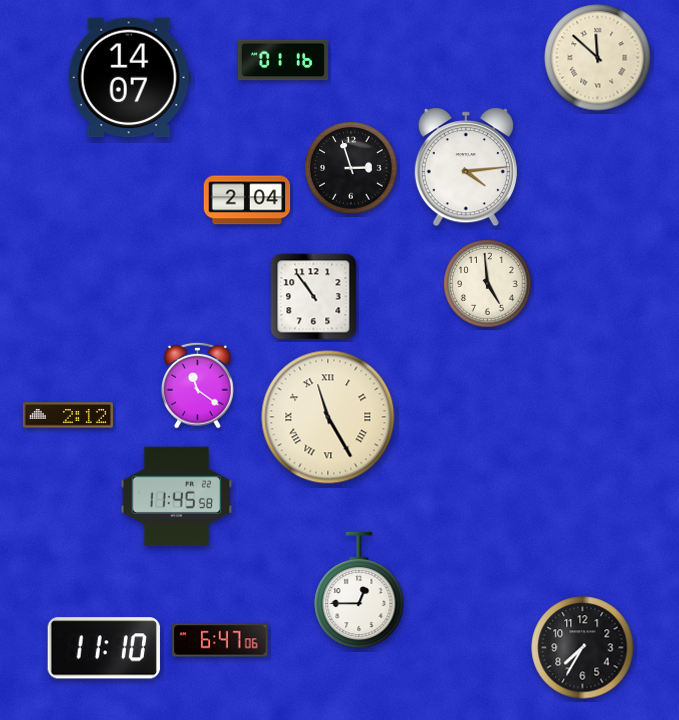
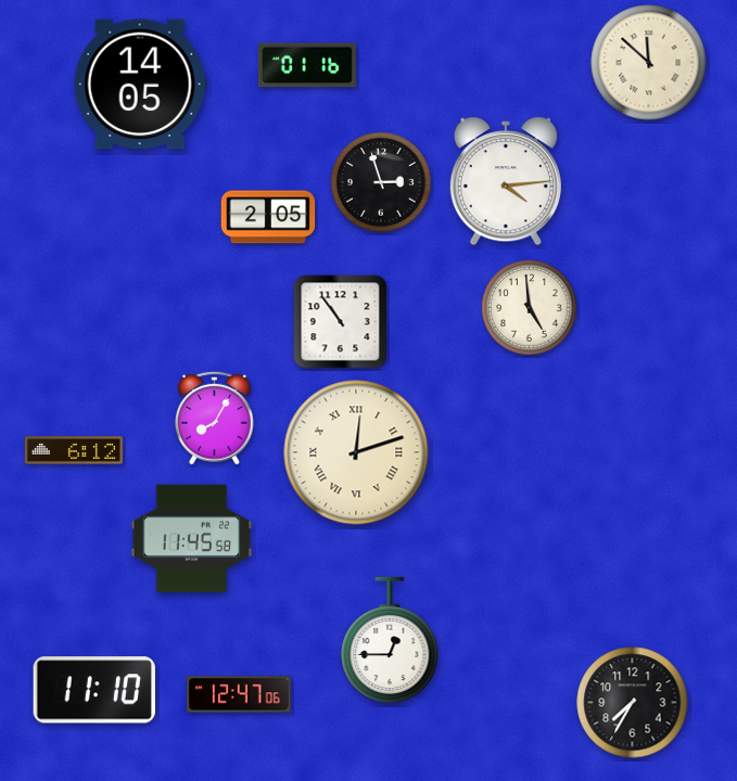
clock at (129, 78): 14:07 -> 14:05
clock at (247, 200): 2:04 -> 2:05
clock at (197, 385): 11:21 -> 8:05
clock at (68, 415): 2:12 -> 6:12
clock at (328, 417): 11:25 -> 12:12
clock at (220, 640): 6:47 -> 12:47
clock at (104, 648) position: (104, 648) -> (94, 690)
